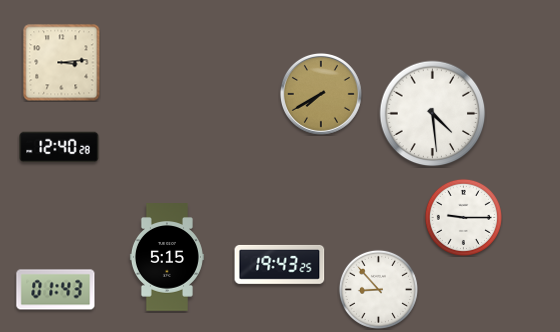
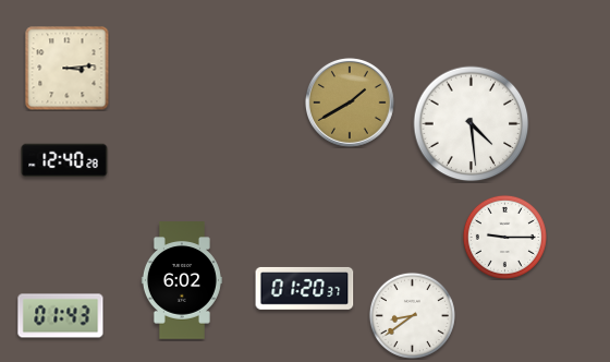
clock at (321, 94): 7:40 -> 1:40
clock at (167, 257): 5:15 -> 6:02
clock at (280, 264): 19:43 -> 01:20
clock at (378, 289): 8:53 -> 8:39
